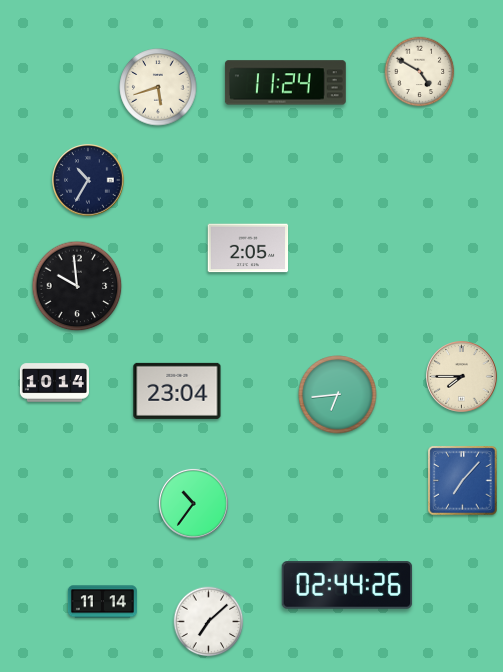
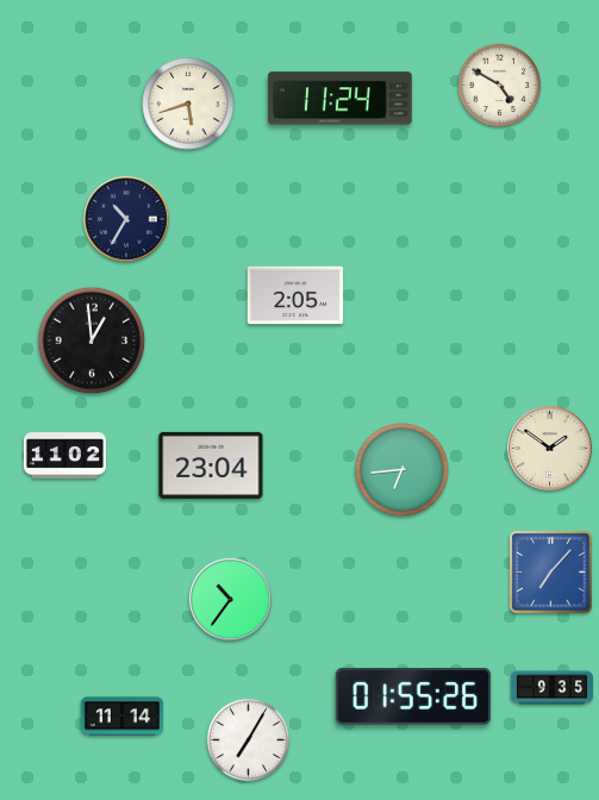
clock at (88, 180) position: (88, 180) -> (126, 219)
clock at (77, 286): 9:59 -> 12:59
clock at (462, 377): 7:45 -> 1:51
clock at (54, 383): 10:14 -> 11:02
clock at (551, 688): none -> 9:35
clock at (347, 585): 02:44 -> 01:55
clock at (209, 622): 7:08 -> 7:05
